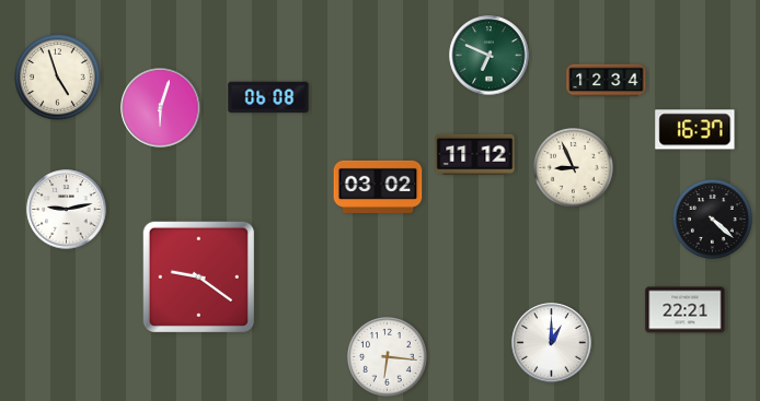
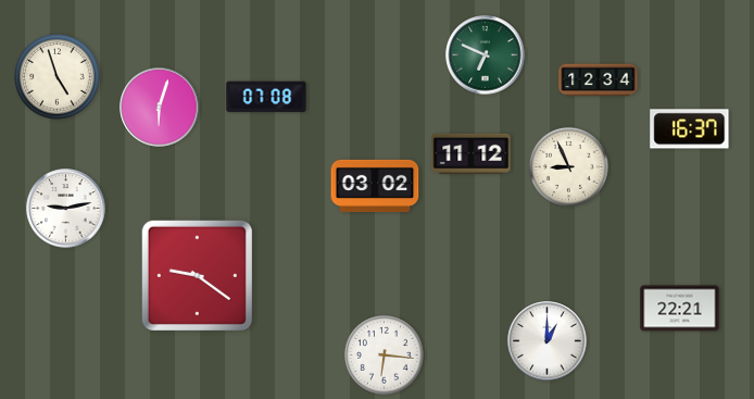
clock at (607, 81) position: (607, 81) -> (599, 80)
clock at (268, 97): 06:08 -> 07:08
clock at (712, 219): 4:22 -> none
